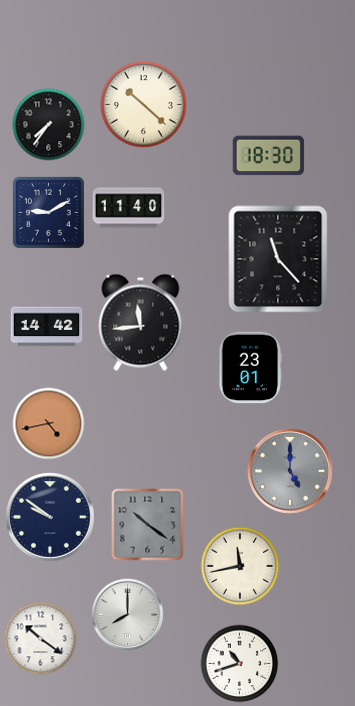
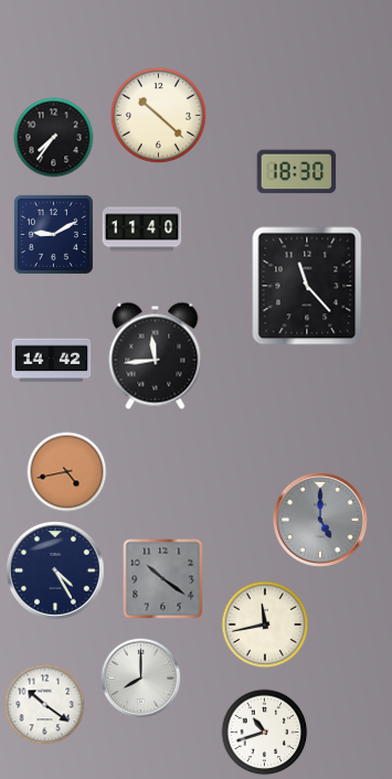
clock at (251, 368): 23:01 -> none
clock at (49, 424) position: (49, 424) -> (67, 472)
clock at (50, 517): 9:51 -> 4:25
